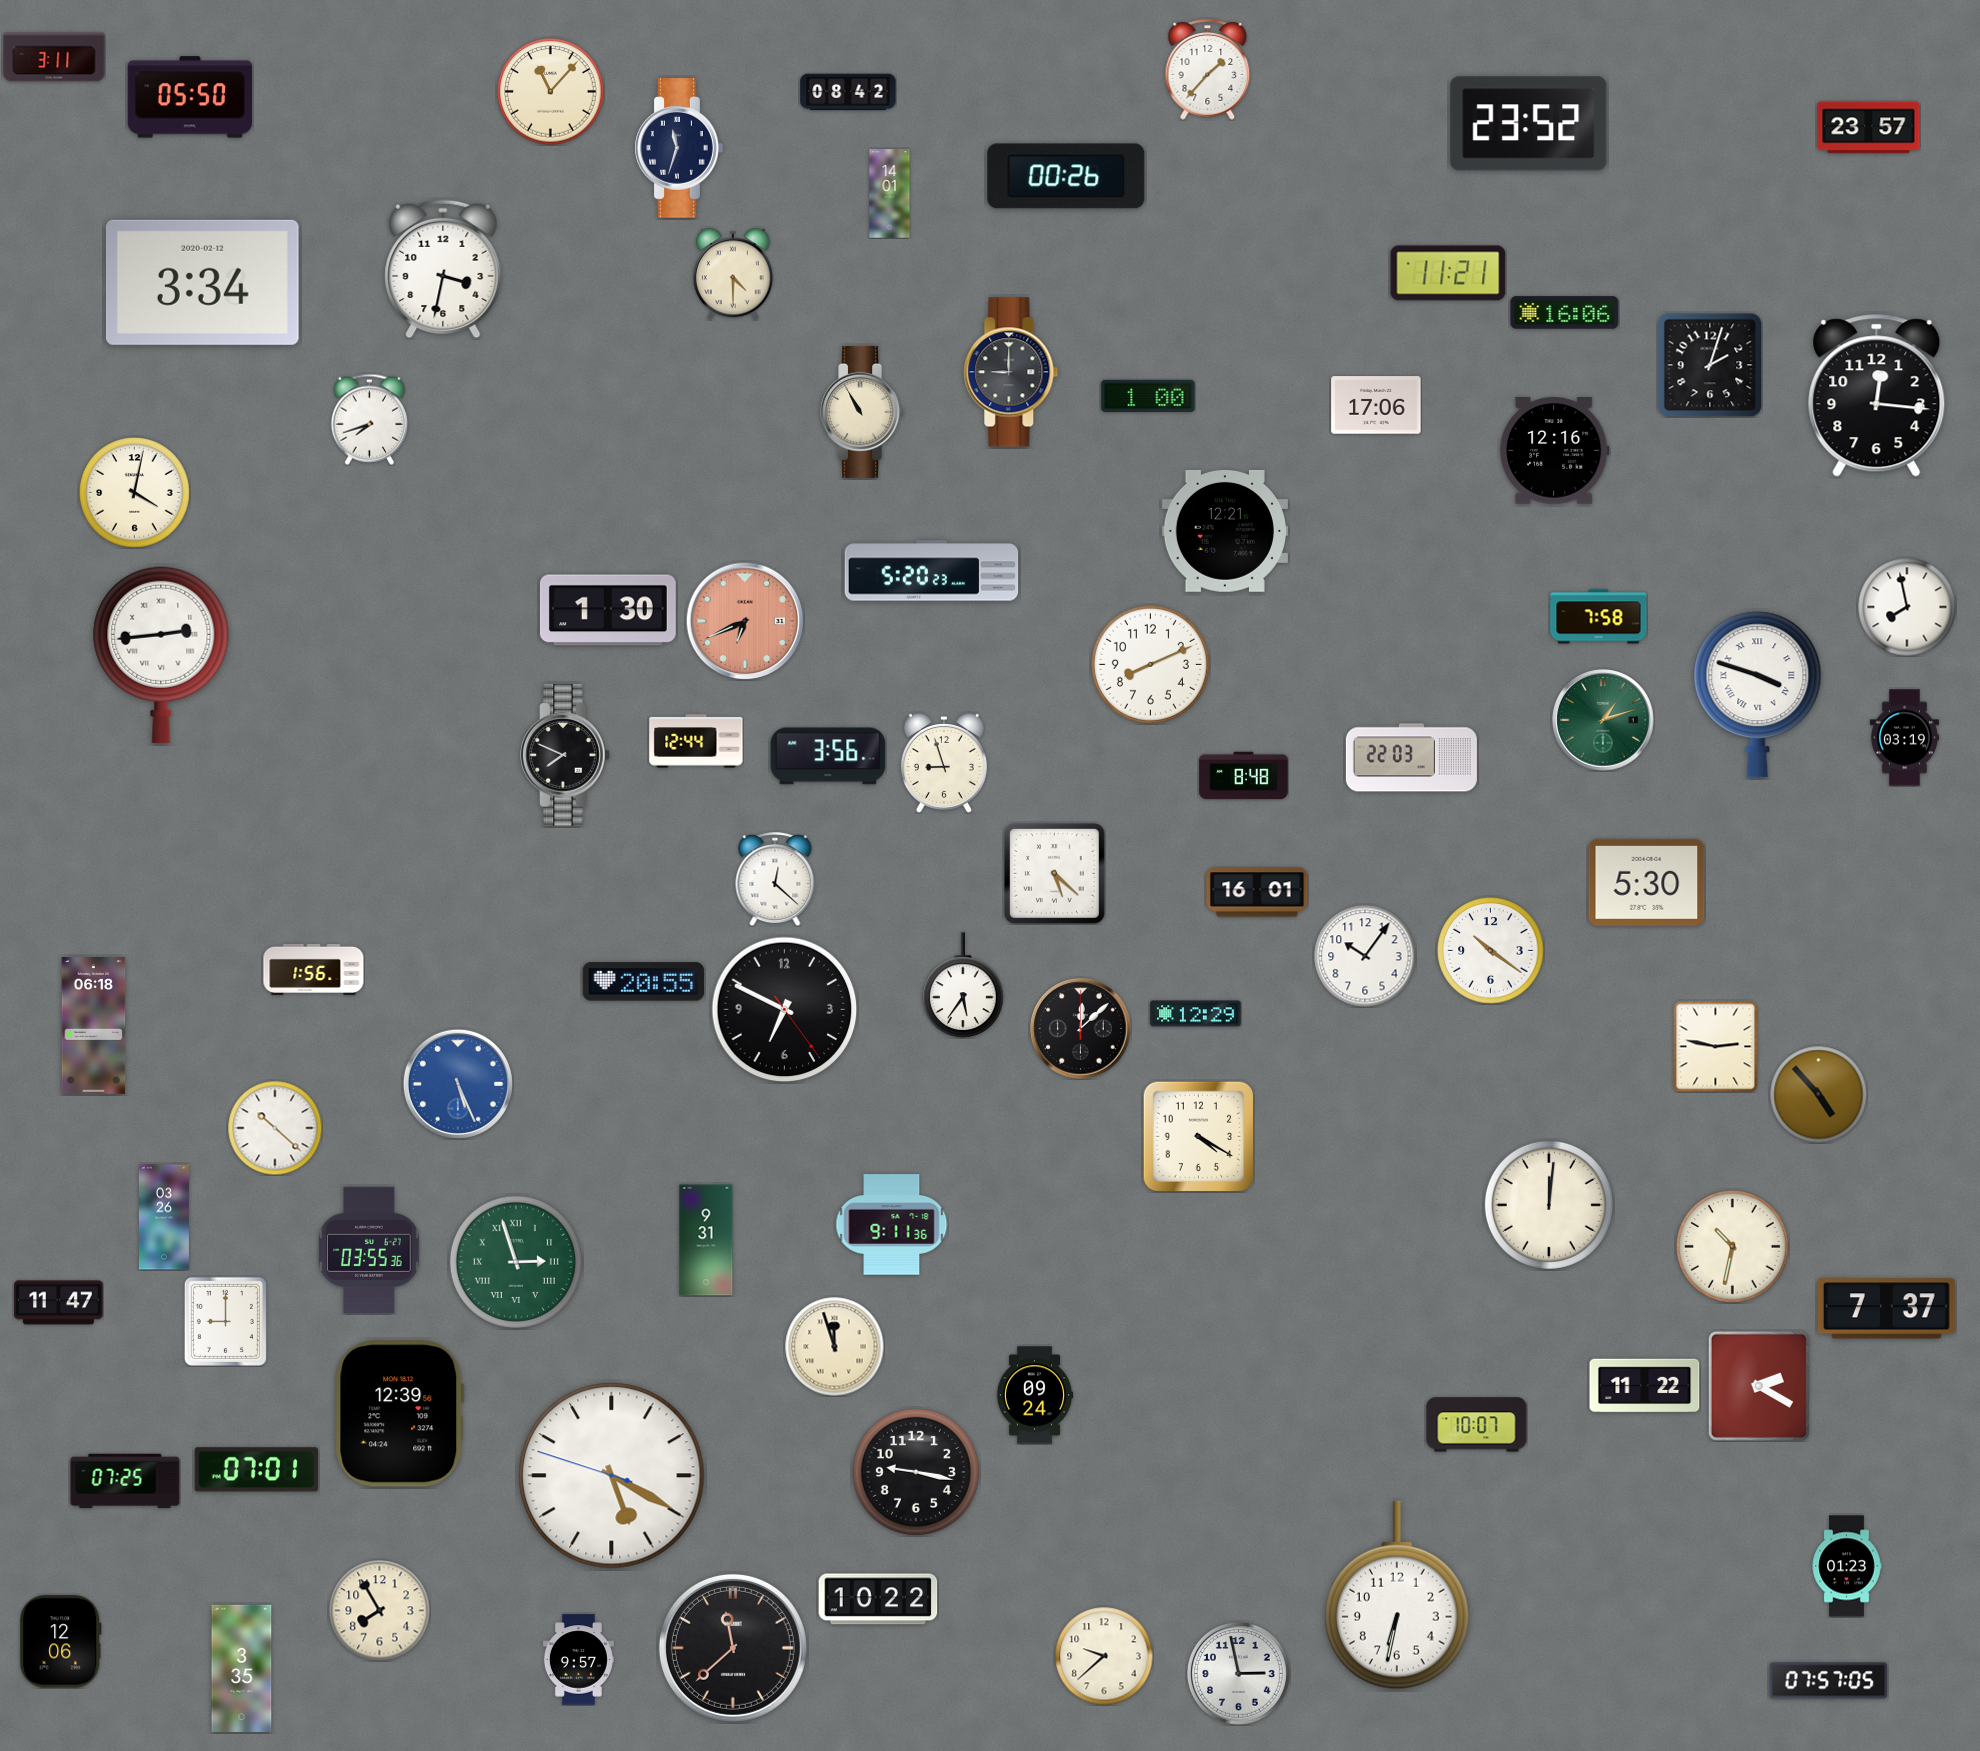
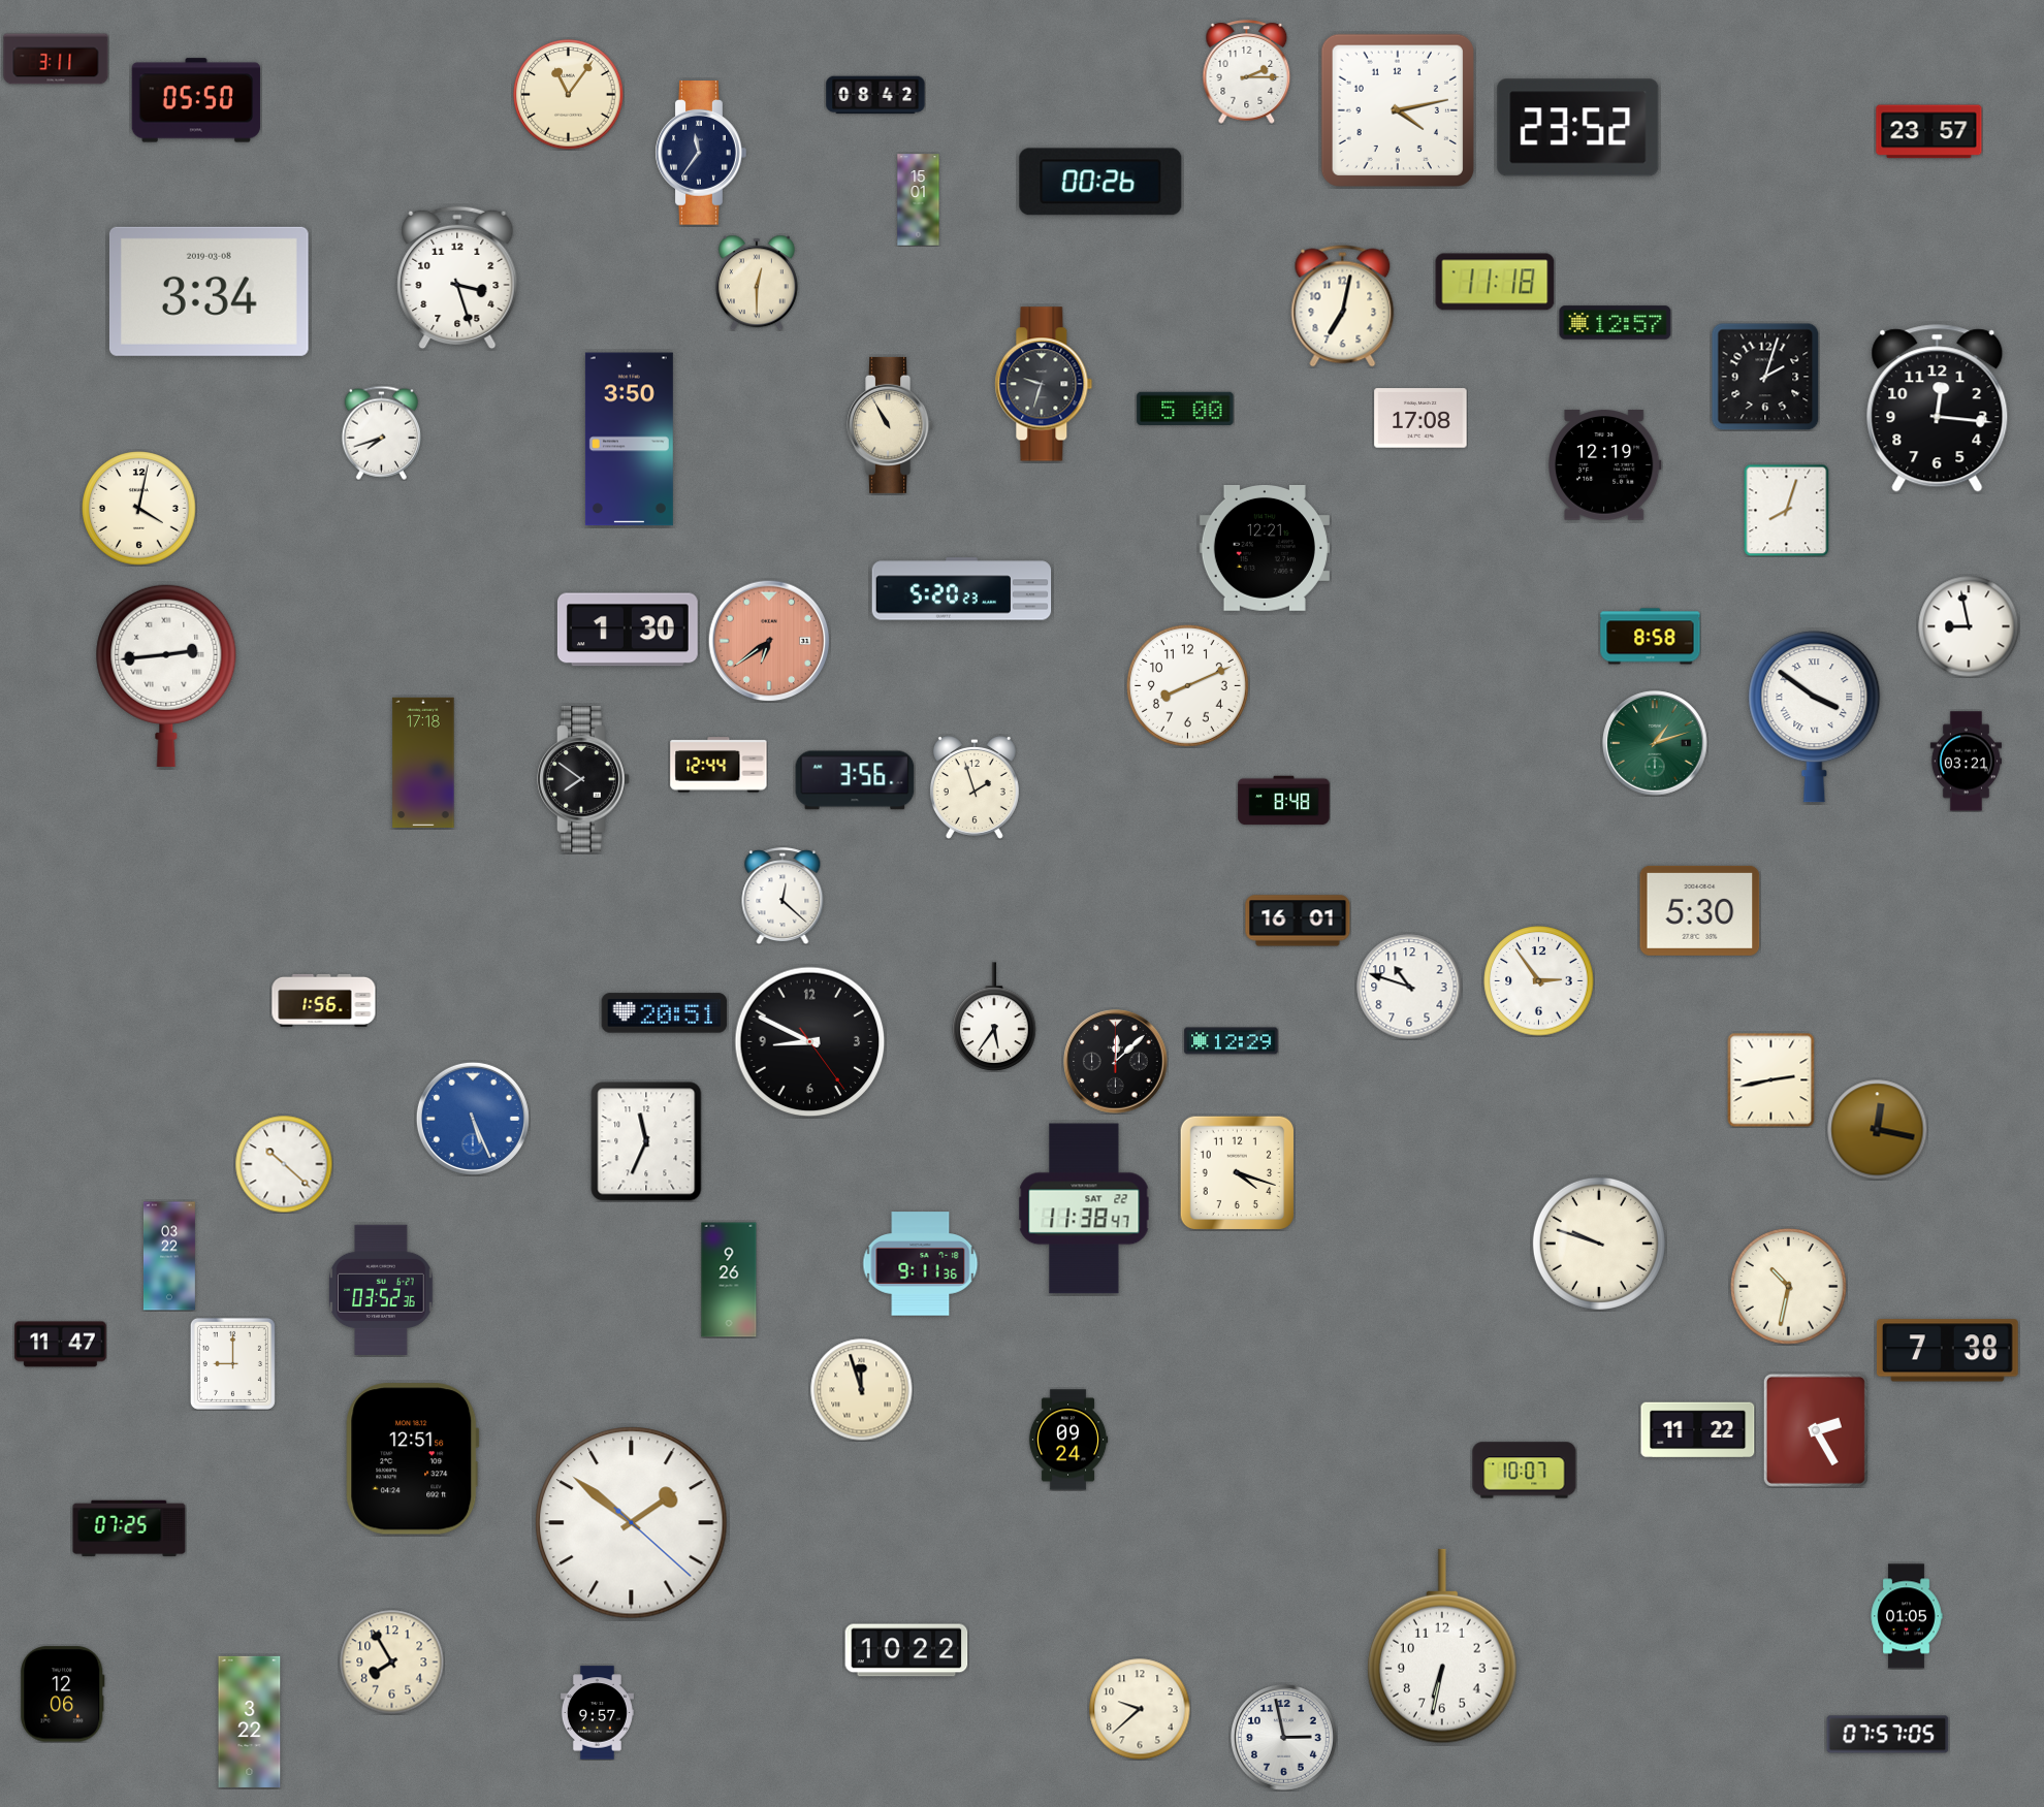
clock at (1208, 70): 1:37 -> 2:15
clock at (551, 92): 11:07 -> 11:06
clock at (1397, 109): none -> 4:13
clock at (679, 148): 11:33 -> 11:36
clock at (890, 194): 14:01 -> 15:01
clock at (443, 269): 3:32 -> 3:27
clock at (1448, 273): 11:21 -> 11:18
clock at (733, 274): 4:30 -> 12:30
clock at (202, 282) date: 2020-02-12 -> 2019-03-08
clock at (1343, 306): none -> 7:02
clock at (1565, 313): 16:06 -> 12:57
clock at (1011, 372): 9:00 -> 9:33
clock at (1148, 396): 1:00 -> 5:00
clock at (1376, 405): 17:06 -> 17:08
clock at (629, 440): none -> 3:50
clock at (1555, 451): 12:16 -> 12:19
clock at (1787, 510): none -> 8:03
clock at (1907, 607): 7:58 -> 8:58
clock at (1599, 617): 7:58 -> 8:58
clock at (745, 621): 6:41 -> 6:39
clock at (1758, 695): 3:48 -> 3:51
clock at (423, 762): none -> 17:18
clock at (1904, 738): 03:19 -> 03:21
clock at (565, 755): 7:49 -> 7:51
clock at (1411, 758): 22:03 -> none
clock at (944, 763): 8:57 -> 1:57
clock at (1054, 873): 5:22 -> none
clock at (775, 879) position: (775, 879) -> (783, 896)
clock at (1491, 951): 10:21 -> 2:54
clock at (1365, 956): 10:06 -> 10:48
clock at (644, 982): 20:55 -> 20:51
clock at (785, 1010): 6:49 -> 8:49
clock at (1196, 1014) position: (1196, 1014) -> (1232, 1041)
clock at (94, 1026): 06:18 -> none
clock at (1716, 1046): 2:47 -> 2:43
clock at (1818, 1094): 4:53 -> 12:17
clock at (646, 1141): none -> 11:34
clock at (1198, 1136): 4:20 -> 4:18
clock at (1084, 1208): none -> 11:38
clock at (1549, 1205): 12:01 -> 9:48
clock at (164, 1217): 03:26 -> 03:22
clock at (706, 1240): 9:31 -> 9:26
clock at (369, 1250): 03:55 -> 03:52
clock at (516, 1262): 2:57 -> none
clock at (1886, 1309): 7:37 -> 7:38
clock at (1759, 1386): 2:20 -> 2:25
clock at (400, 1414): 12:39 -> 12:51
clock at (256, 1470): 07:01 -> none
clock at (916, 1472): 9:17 -> none
clock at (612, 1476): 5:19 -> 1:51
clock at (1847, 1566): 01:23 -> 01:05
clock at (733, 1648): 11:38 -> none
clock at (242, 1668): 3:35 -> 3:22
clock at (1239, 1674) position: (1239, 1674) -> (1284, 1738)
